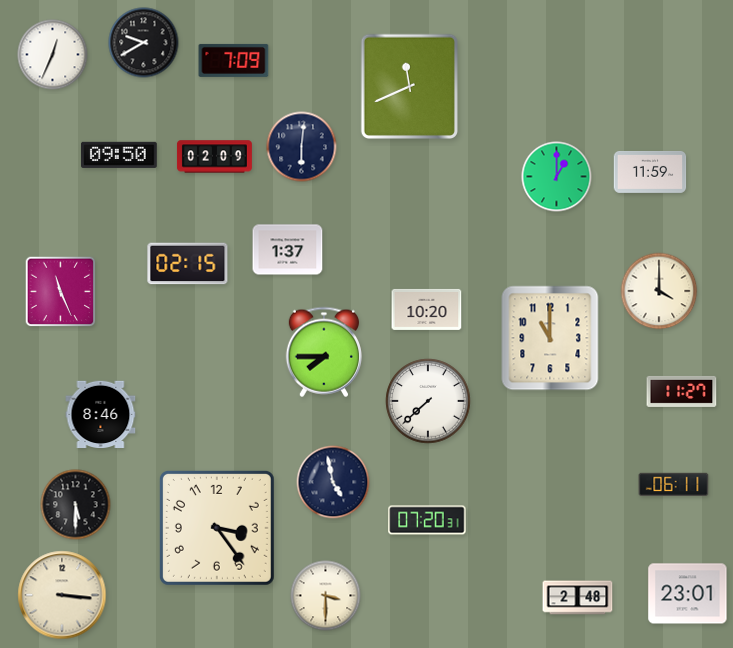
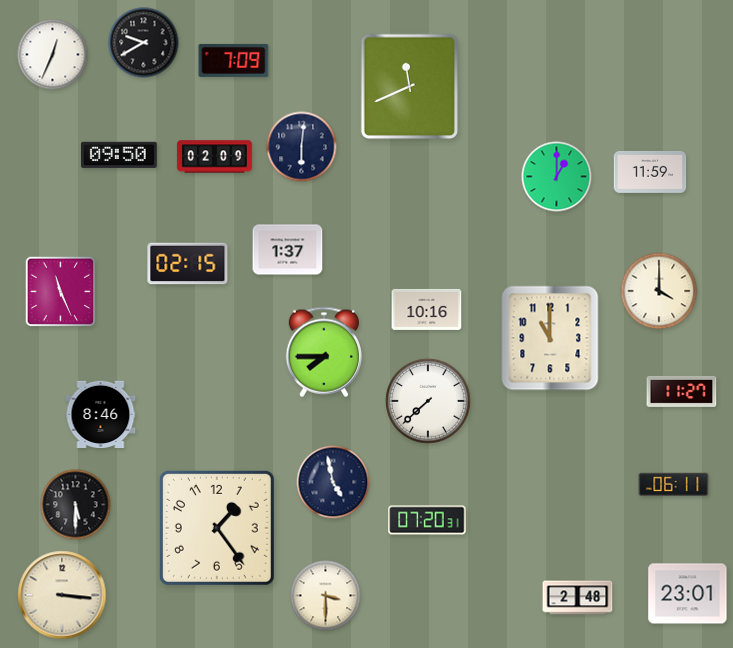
clock at (427, 309): 10:20 -> 10:16
clock at (217, 528): 3:24 -> 1:24
